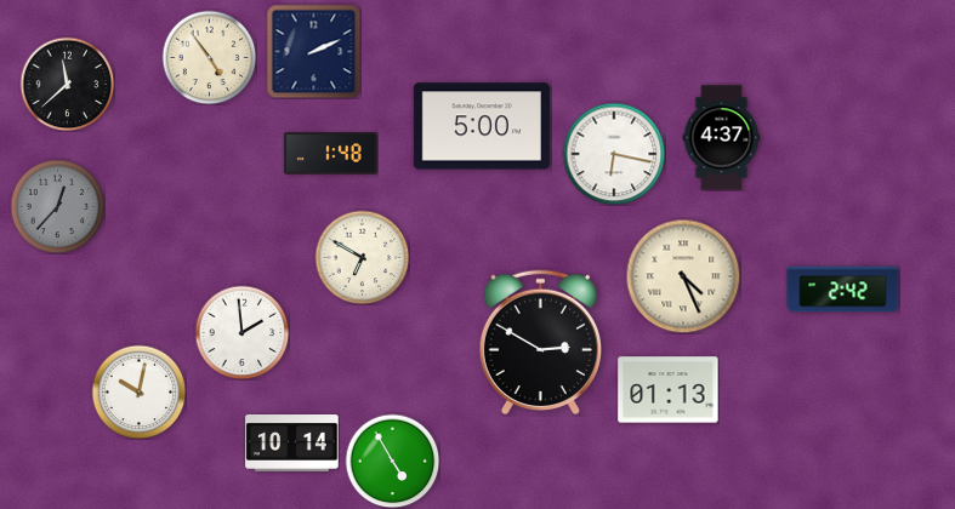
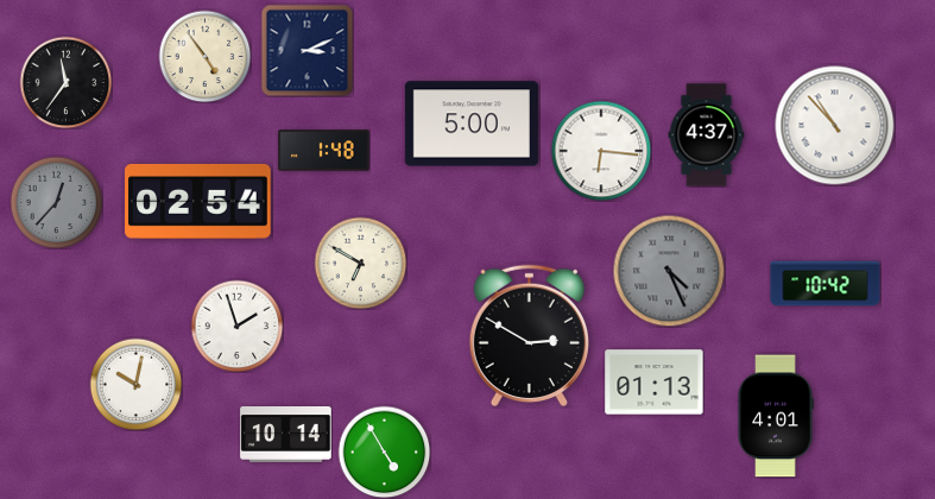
clock at (313, 51): 2:11 -> 3:11
clock at (67, 84): 11:38 -> 11:36
clock at (835, 126): none -> 10:53
clock at (614, 154): 6:17 -> 6:16
clock at (198, 201): none -> 02:54
clock at (362, 257) position: (362, 257) -> (360, 263)
clock at (683, 276) dial: cream -> grey
clock at (843, 290): 2:42 -> 10:42
clock at (241, 332): 1:59 -> 1:57
clock at (776, 416): none -> 4:01
